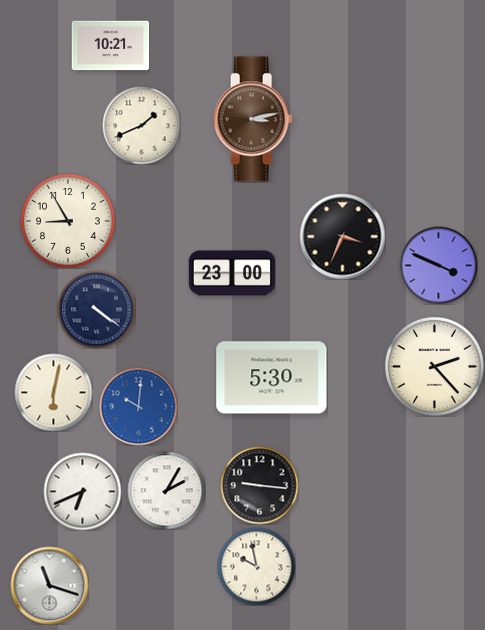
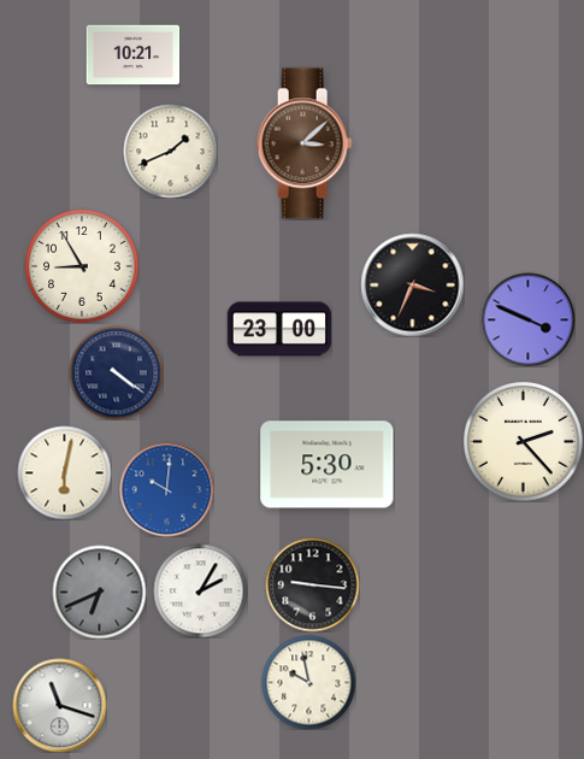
clock at (253, 119): 3:13 -> 3:08
clock at (272, 378) position: (272, 378) -> (328, 465)
clock at (82, 491) dial: white -> grey
